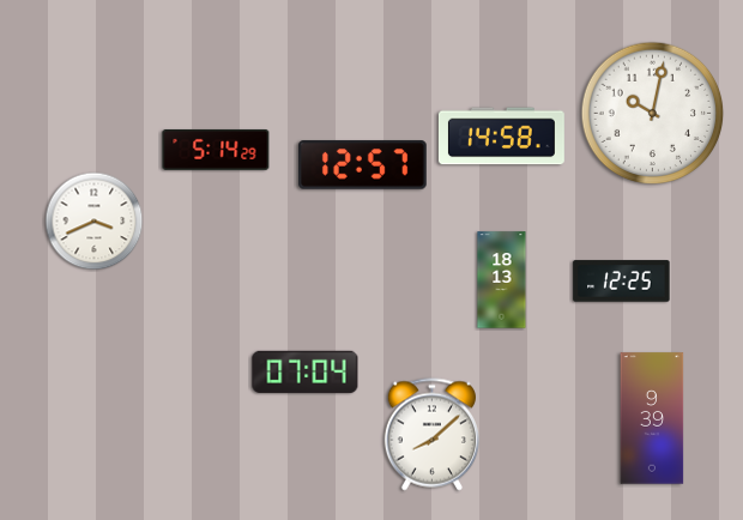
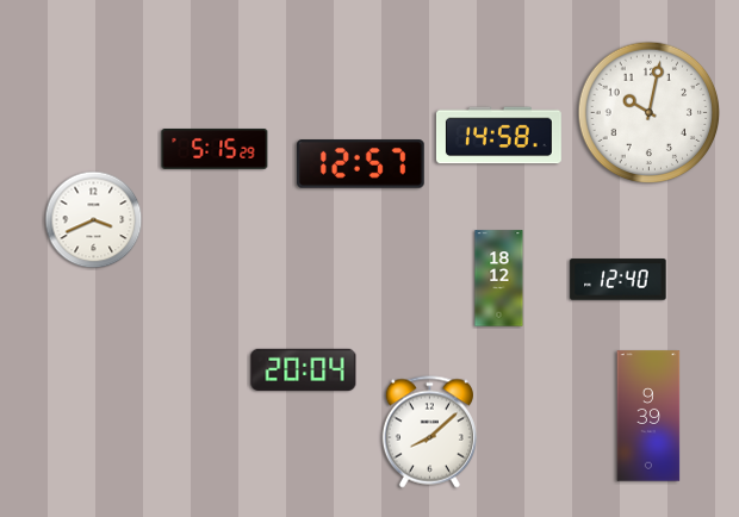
clock at (216, 150): 5:14 -> 5:15
clock at (502, 280): 18:13 -> 18:12
clock at (622, 282): 12:25 -> 12:40
clock at (306, 371): 07:04 -> 20:04
